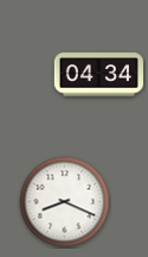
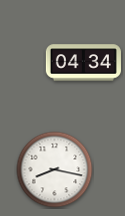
clock at (65, 202): 8:19 -> 8:17
